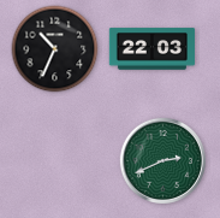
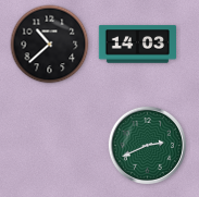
clock at (55, 49): 10:34 -> 10:38
clock at (151, 49): 22:03 -> 14:03
